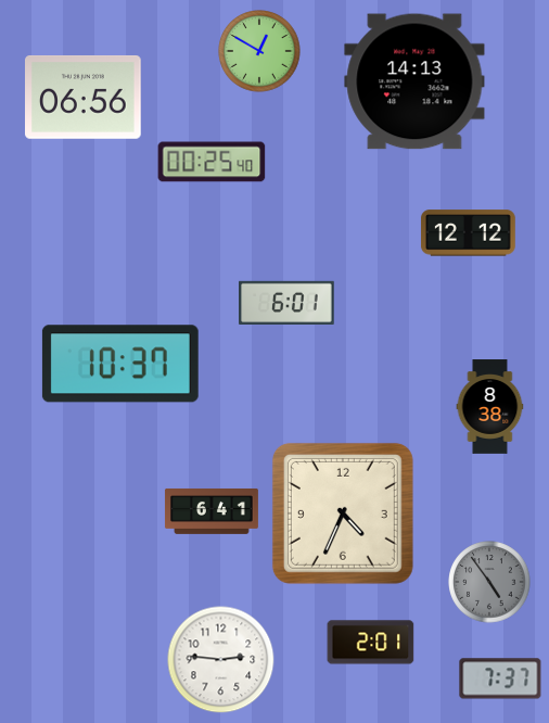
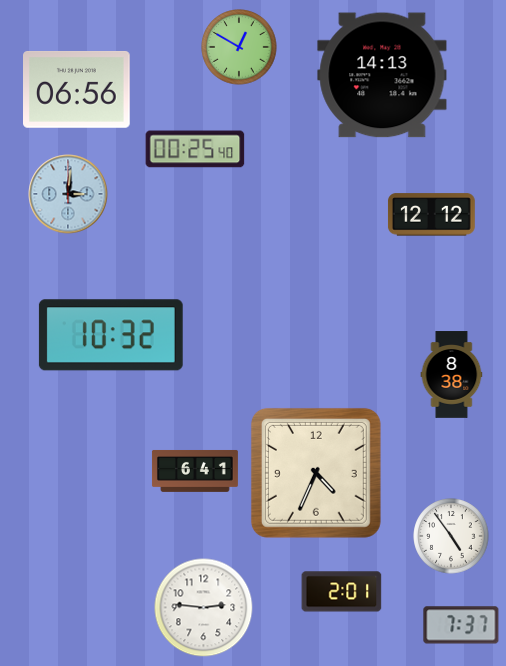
clock at (68, 194): none -> 3:01
clock at (286, 302): 6:01 -> none
clock at (120, 364): 10:37 -> 10:32
clock at (489, 582) dial: grey -> white
